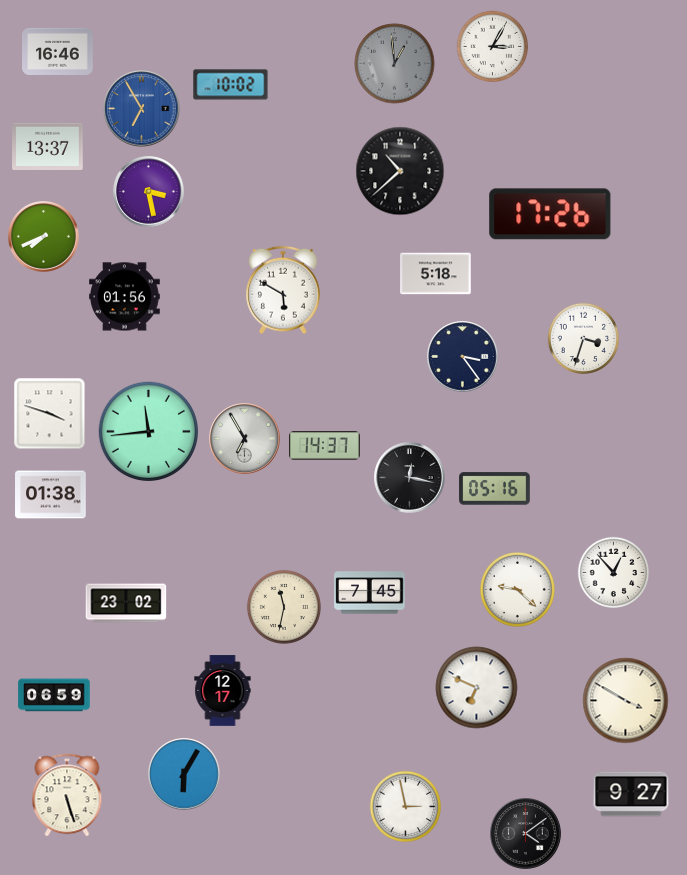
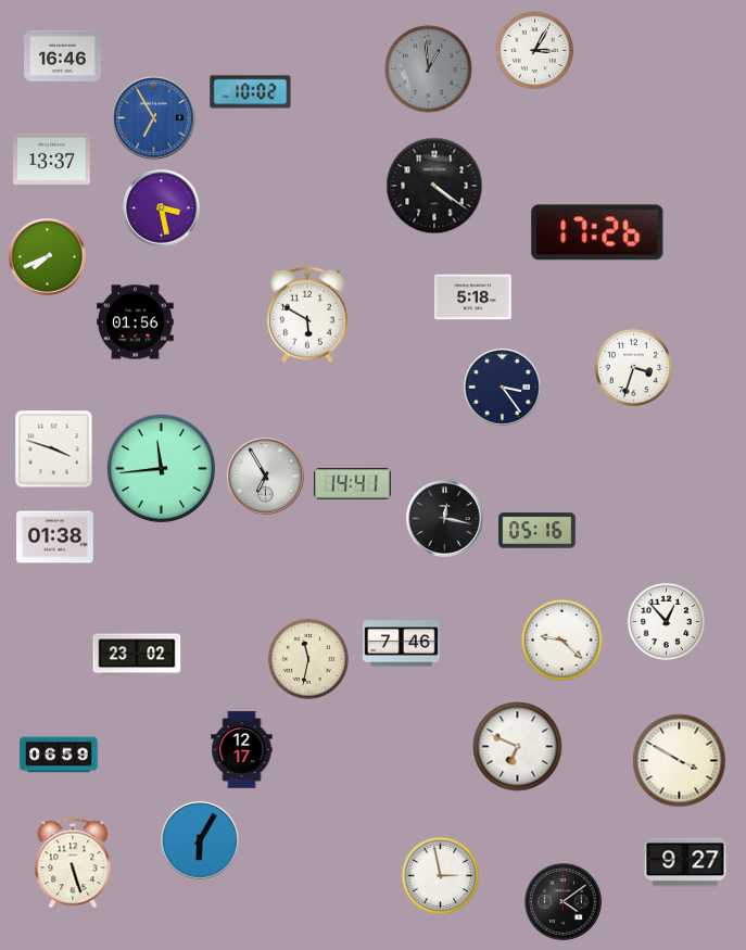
clock at (400, 171): 10:38 -> 4:21
clock at (325, 446): 14:37 -> 14:41
clock at (370, 593): 7:45 -> 7:46
clock at (526, 834) position: (526, 834) -> (564, 902)
